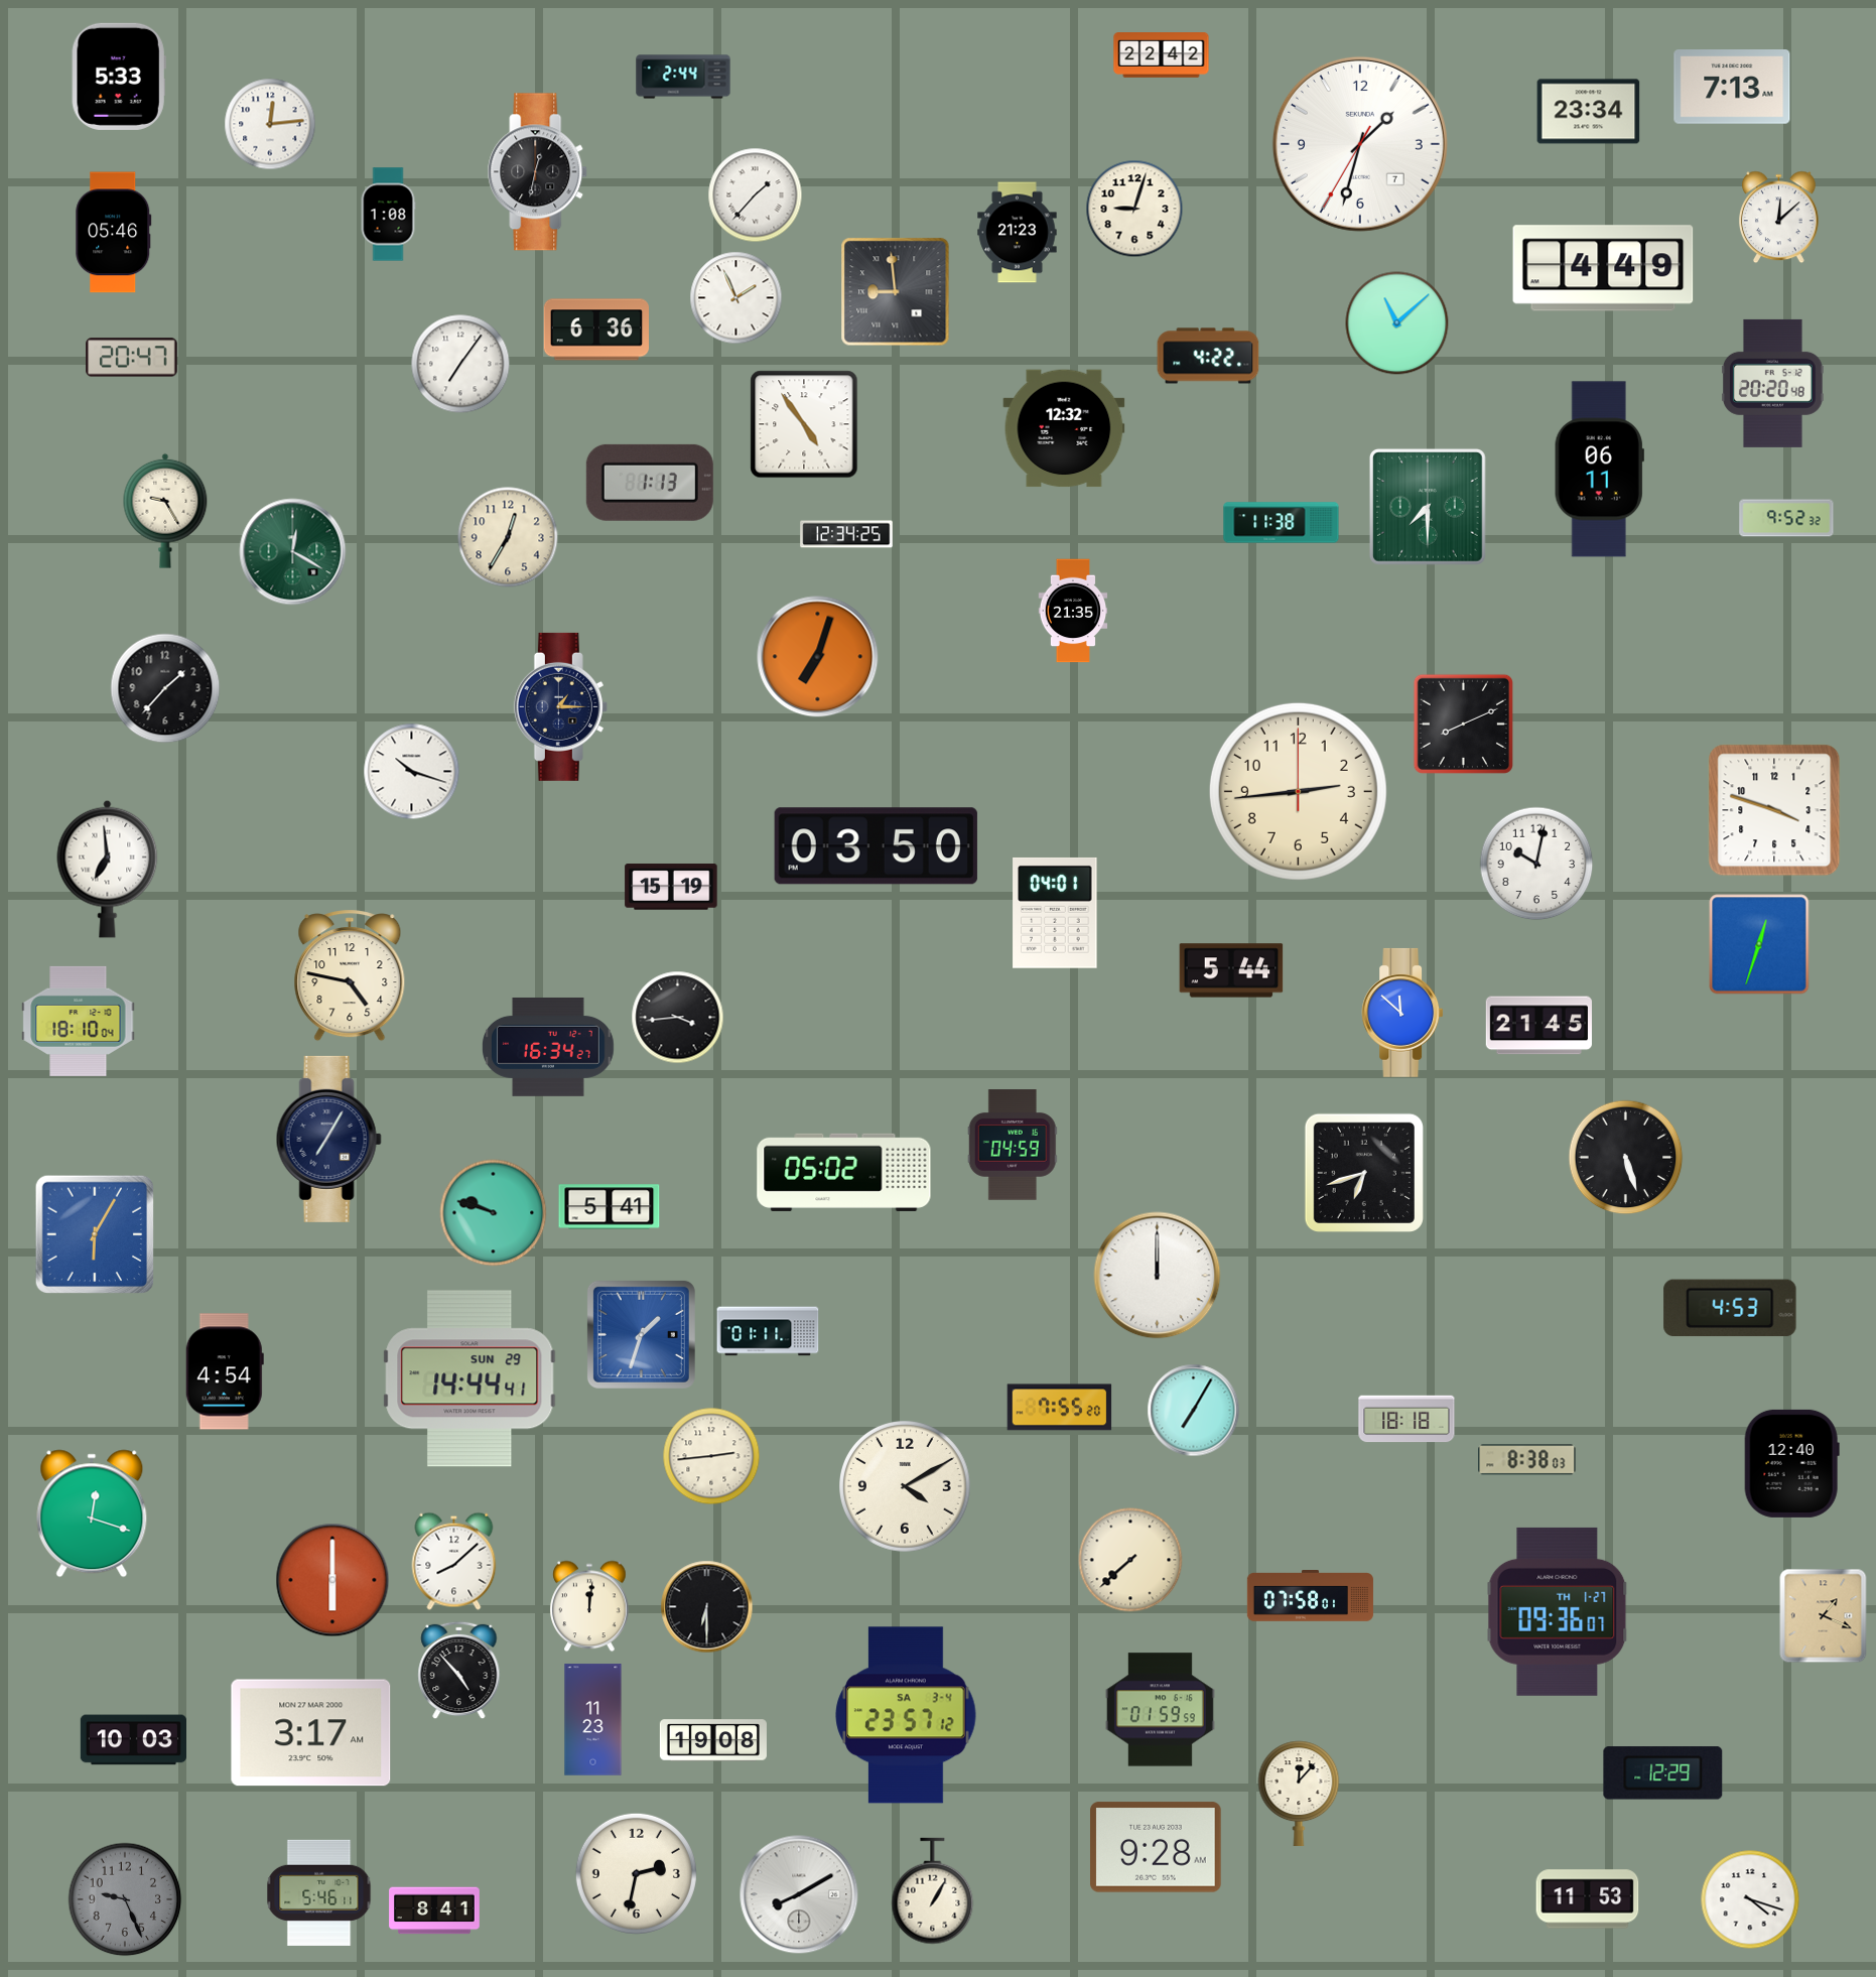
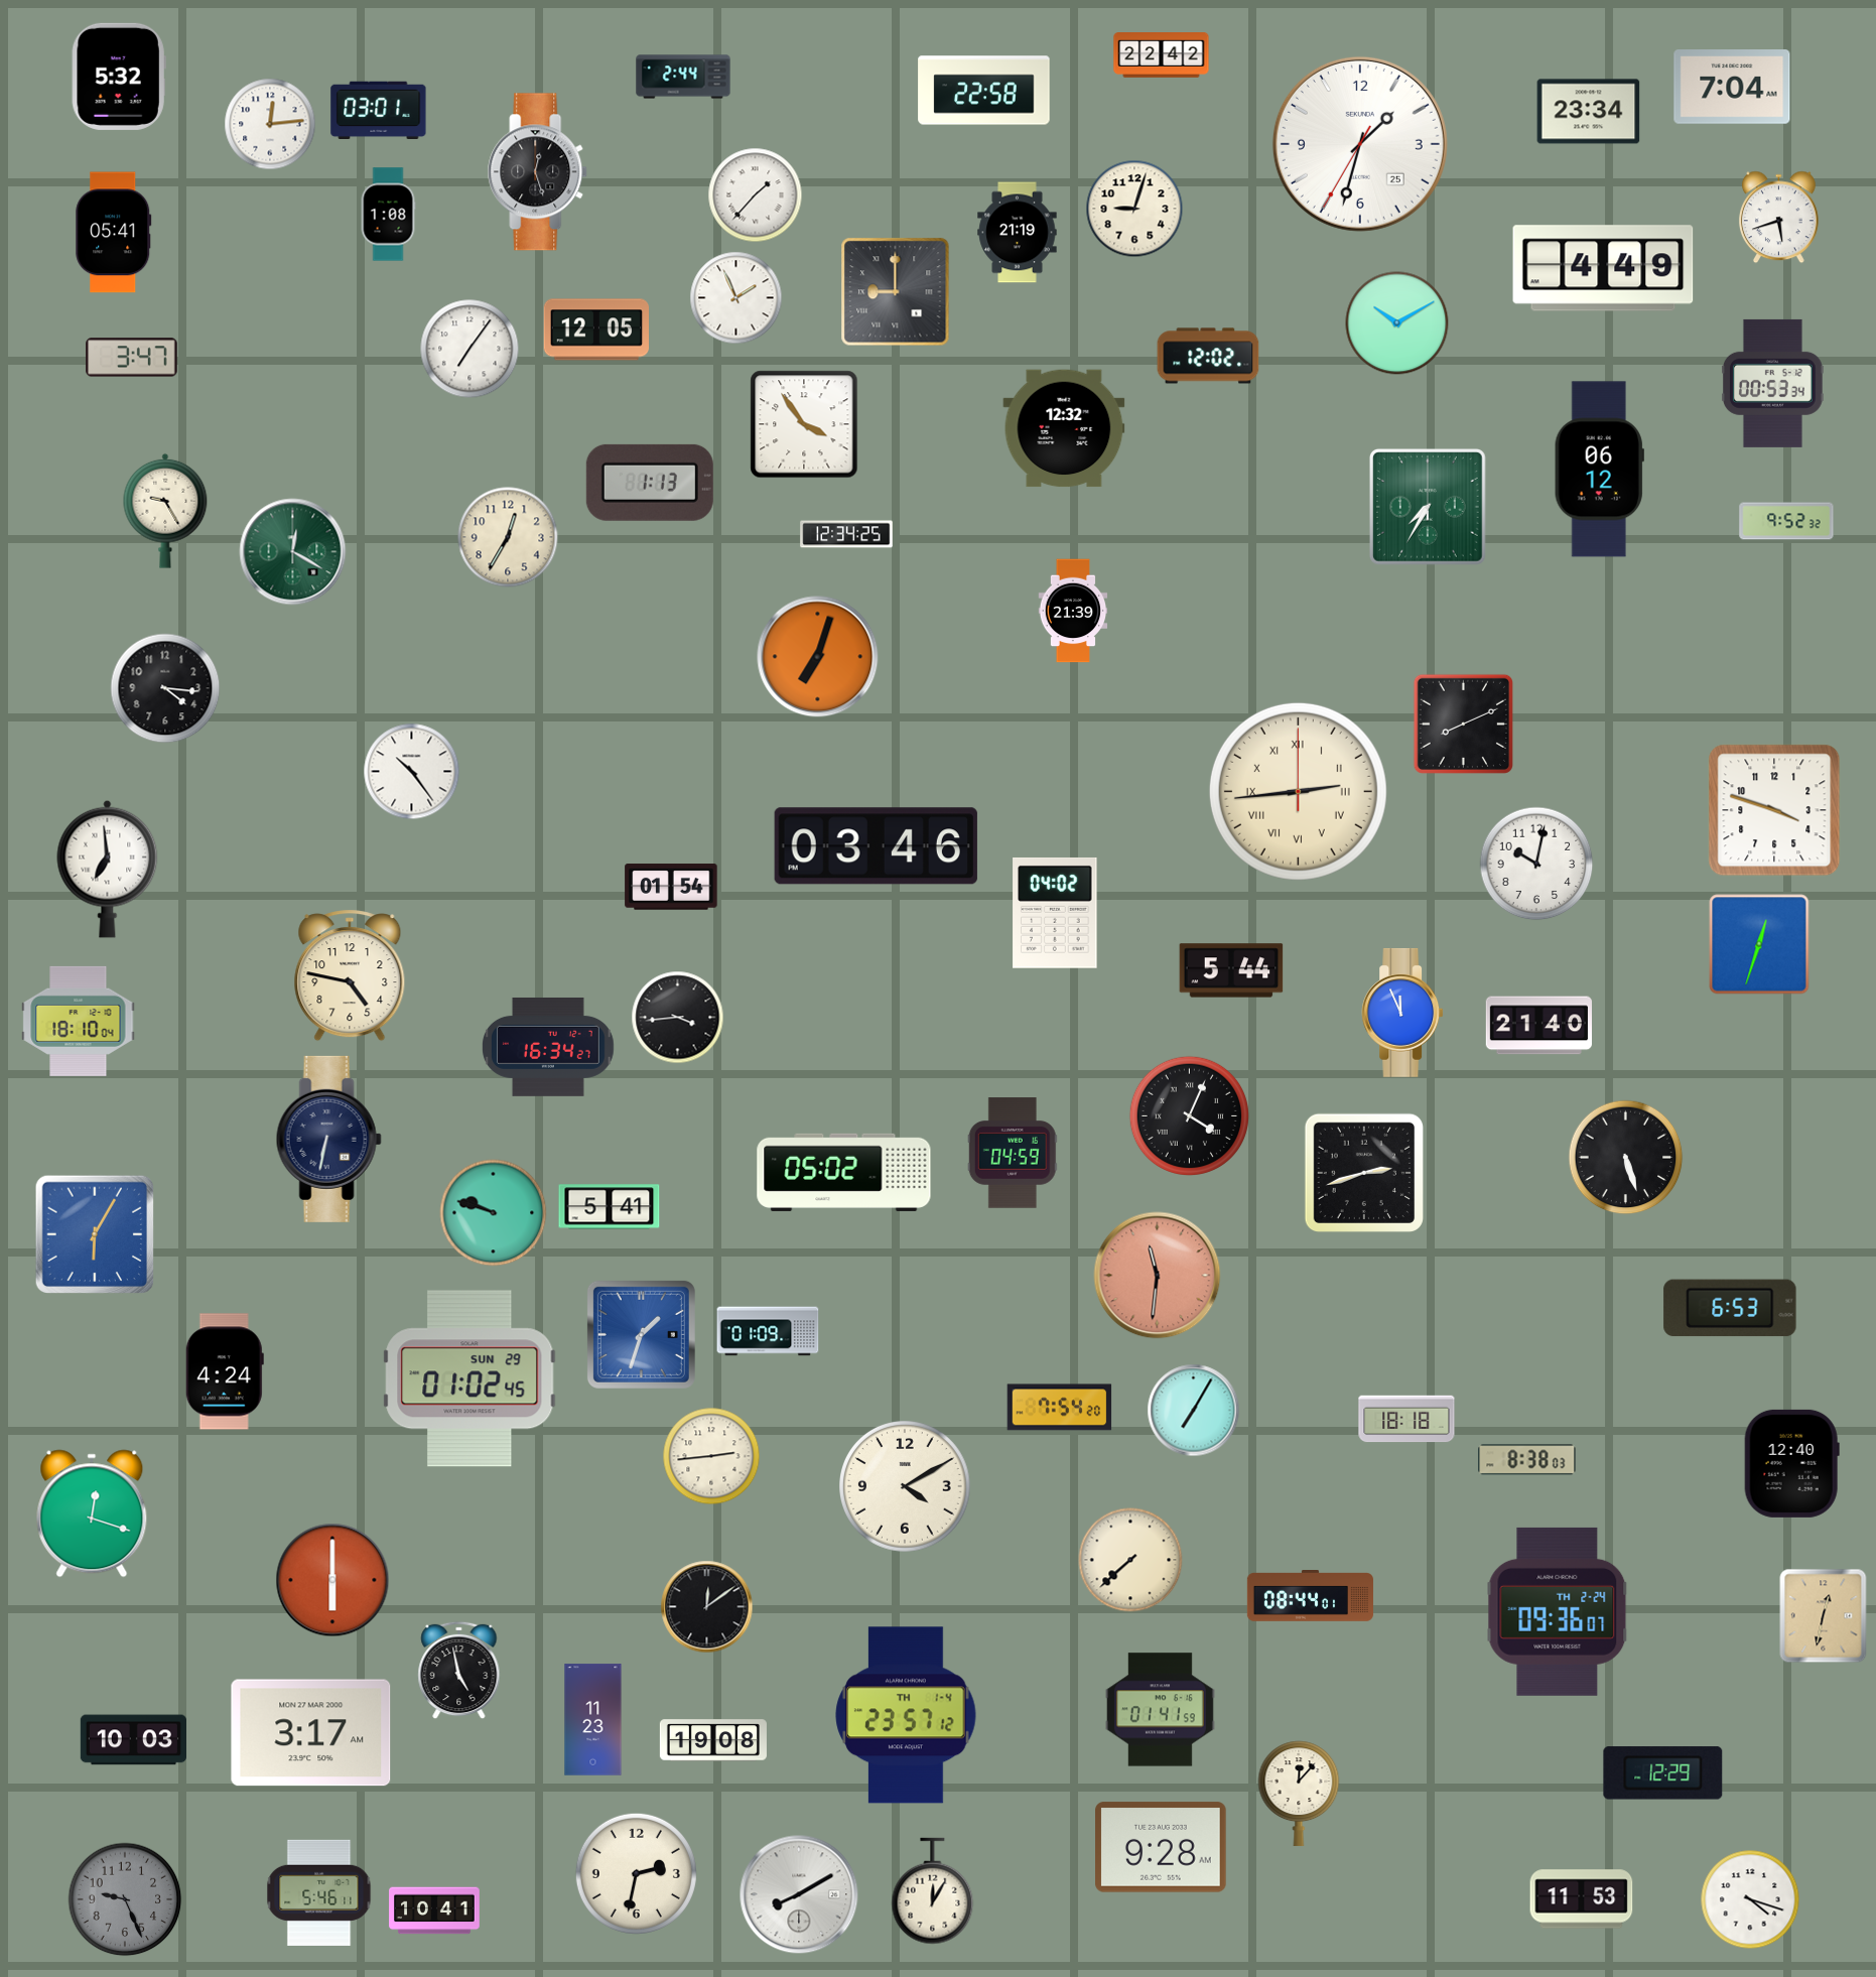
clock at (119, 77): 5:33 -> 5:32
clock at (1732, 88): 7:13 -> 7:04
clock at (984, 91): none -> 22:58
clock at (379, 110): none -> 03:01
clock at (1360, 144) date: 7 -> 25
clock at (538, 172): 12:32 -> 12:27
clock at (1778, 218): 12:08 -> 5:42
clock at (114, 233): 05:46 -> 05:41
clock at (1018, 233): 21:23 -> 21:19
clock at (896, 292): 8:59 -> 9:00
clock at (1397, 323): 11:08 -> 10:10
clock at (596, 329): 6:36 -> 12:05
clock at (1208, 356): 4:22 -> 12:02
clock at (132, 358): 20:47 -> 3:47
clock at (460, 364) position: (460, 364) -> (470, 349)
clock at (1773, 383): 20:20 -> 00:53
clock at (804, 424): 4:54 -> 3:54
clock at (1599, 470): 06:11 -> 06:12
clock at (1428, 507): 7:30 -> 7:35
clock at (1786, 518) position: (1786, 518) -> (1786, 521)
clock at (1282, 523): 11:38 -> none
clock at (1073, 611): 21:35 -> 21:39
clock at (165, 688): 1:37 -> 4:16
clock at (560, 706): 1:15 -> none
clock at (412, 772): 10:18 -> 10:24
clock at (1298, 791) numerals: Arabic -> Roman
clock at (876, 846): 03:50 -> 03:46
clock at (671, 887): 15:19 -> 01:54
clock at (1055, 913): 04:01 -> 04:02
clock at (1402, 1013): 11:52 -> 11:56
clock at (1538, 1026): 21:45 -> 21:40
clock at (1189, 1115): none -> 4:04
clock at (328, 1139): 7:05 -> 6:32
clock at (1013, 1145) position: (1013, 1145) -> (1013, 1153)
clock at (1364, 1173): 6:42 -> 2:42
clock at (1158, 1276): 12:00 -> 11:31
clock at (1158, 1276) dial: white -> salmon
clock at (1730, 1308): 4:53 -> 6:53
clock at (768, 1331): 01:11 -> 01:09
clock at (225, 1371): 4:54 -> 4:24
clock at (470, 1378): 14:44 -> 01:02
clock at (1060, 1408): 7:55 -> 7:54
clock at (454, 1561): 8:08 -> none
clock at (1310, 1596): 07:58 -> 08:44
clock at (589, 1606): 12:01 -> none
clock at (707, 1607): 6:30 -> 12:09
clock at (1558, 1611) date: TH 1-27 -> TH 2-24
clock at (1824, 1616): 1:19 -> 12:32
clock at (459, 1671): 4:53 -> 4:58
clock at (1160, 1710): 01:59 -> 01:41
clock at (906, 1715) date: SA 3-4 -> TH 1-4
clock at (1156, 1847) position: (1156, 1847) -> (1161, 1847)
clock at (933, 1891): 1:05 -> 12:05
clock at (1588, 1899) position: (1588, 1899) -> (1582, 1899)
clock at (434, 1910): 8:41 -> 10:41
